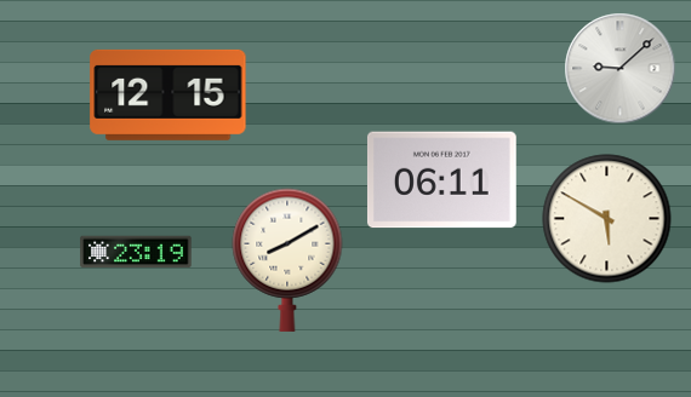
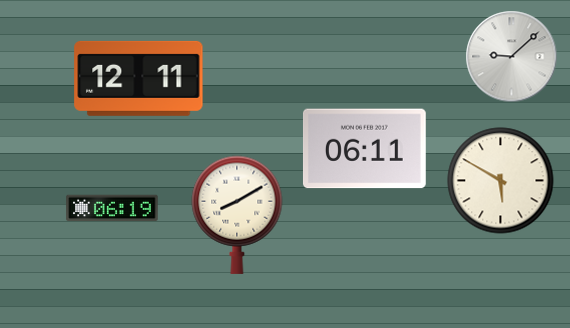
clock at (169, 94): 12:15 -> 12:11
clock at (136, 252): 23:19 -> 06:19
